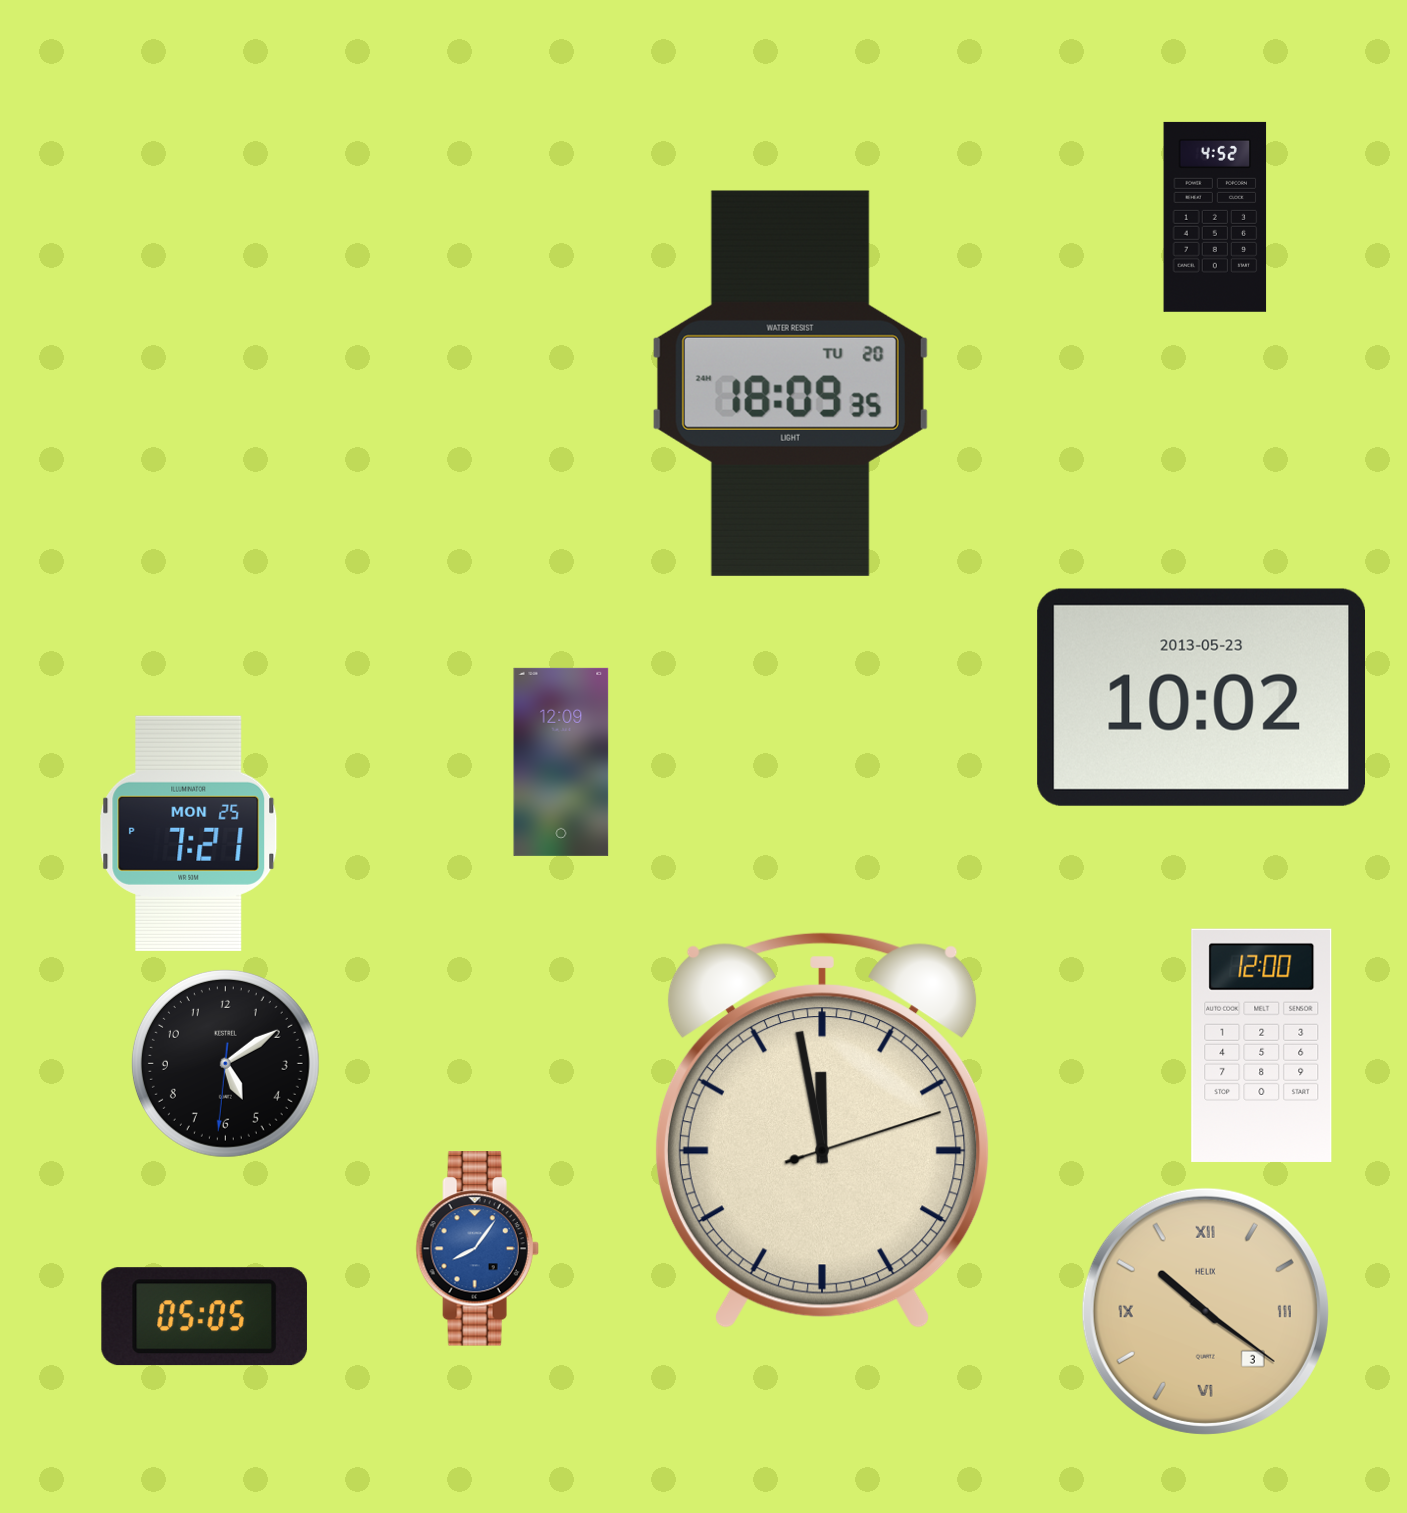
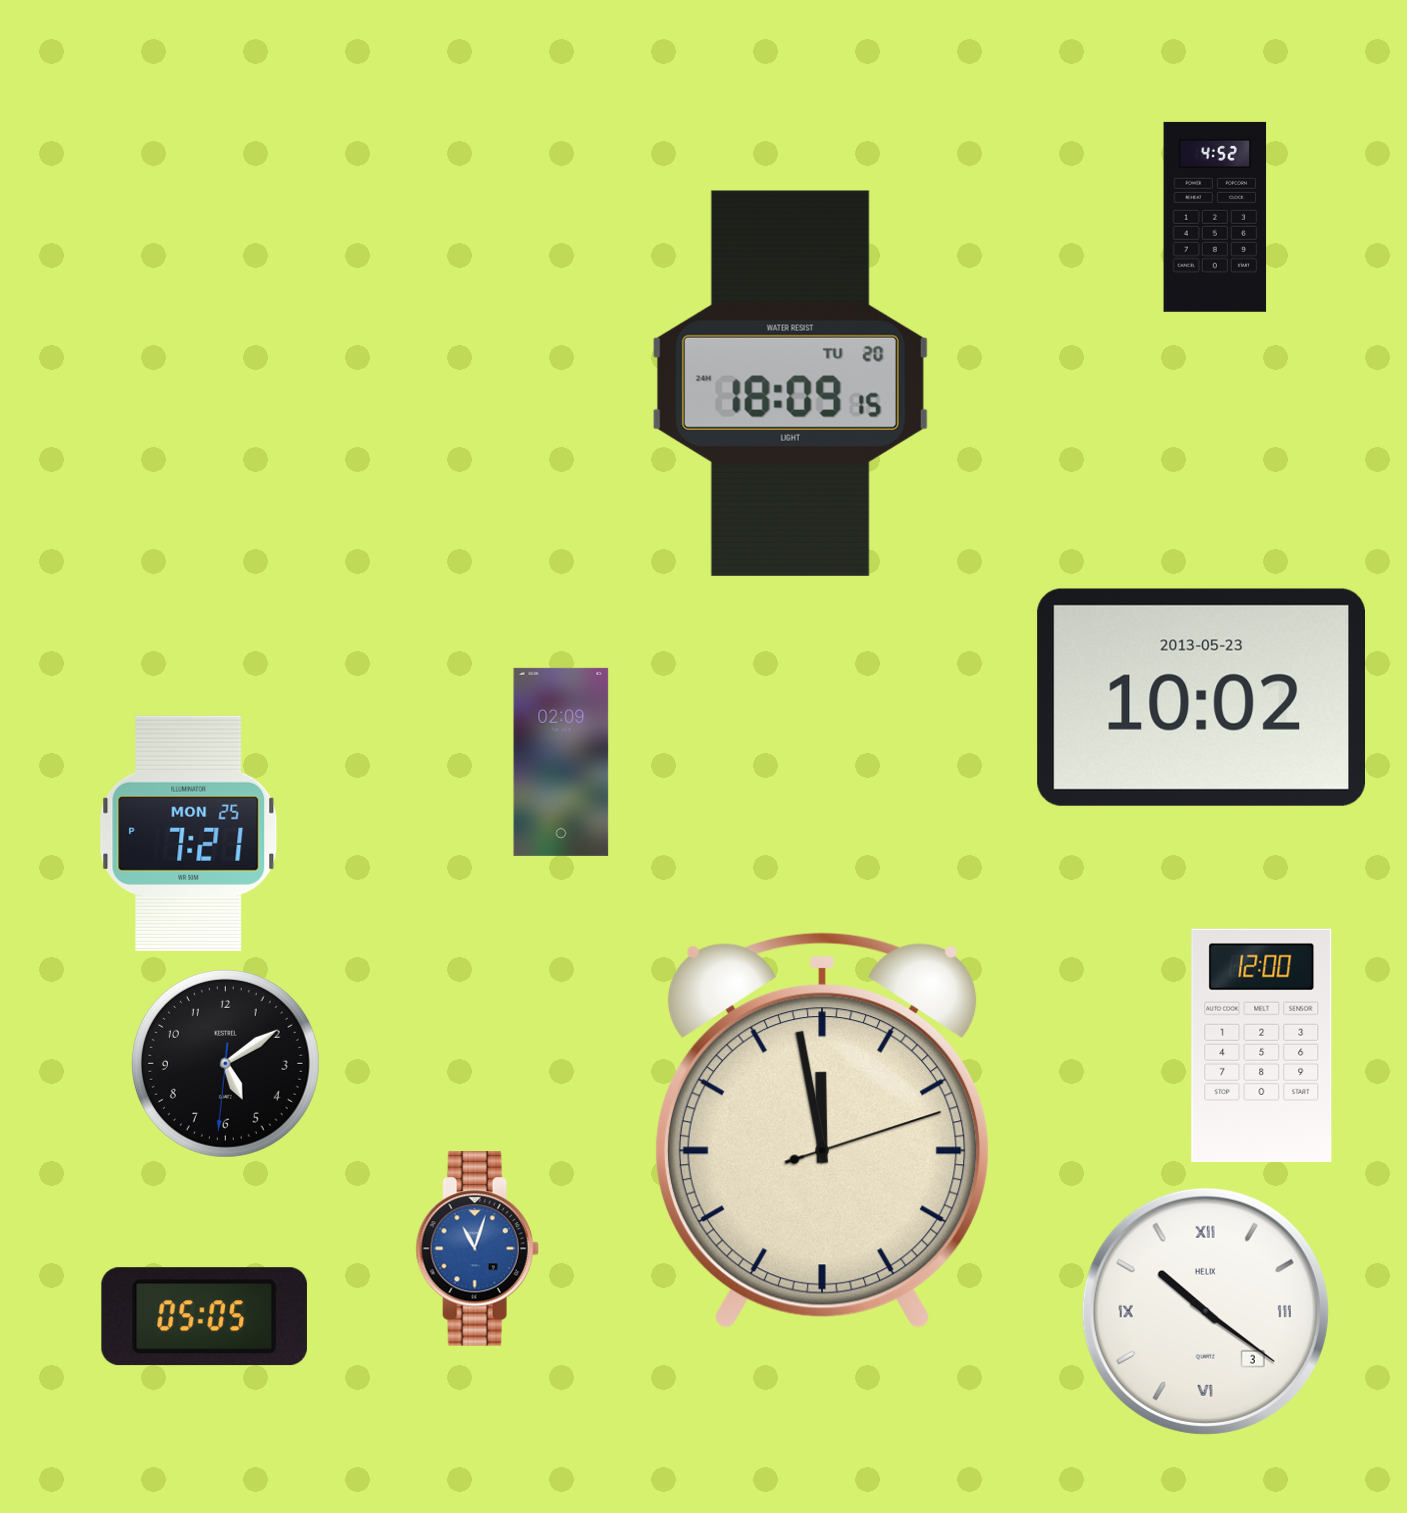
clock at (790, 383): 18:09:35 -> 18:09:15
clock at (561, 762): 12:09 -> 02:09
clock at (477, 1249): 8:06 -> 11:03
clock at (1205, 1311) dial: champagne -> white
